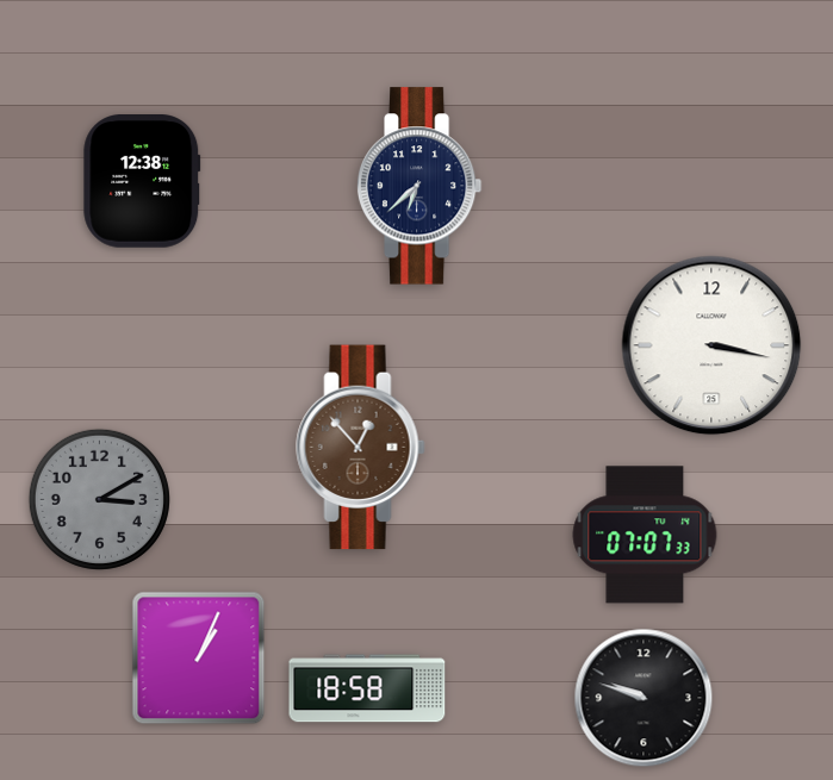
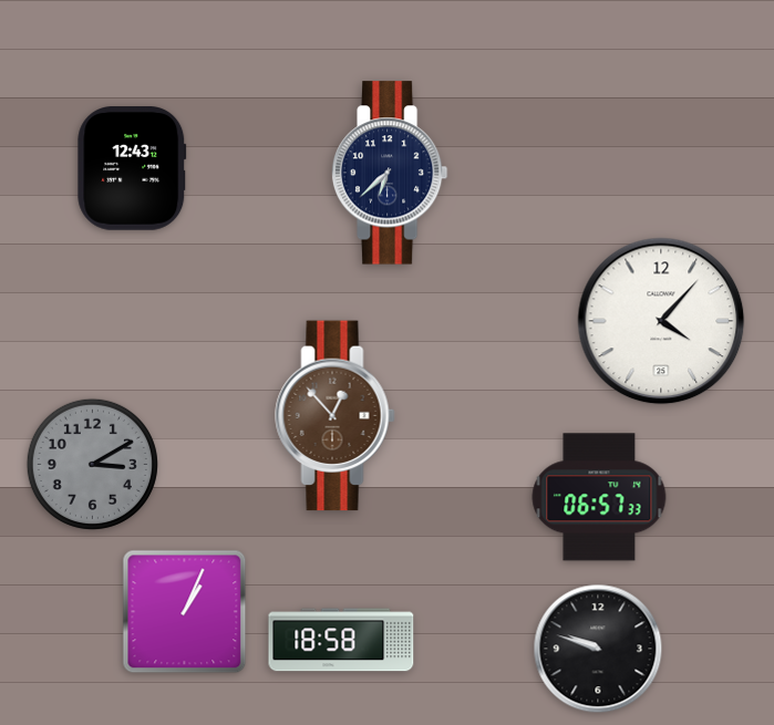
clock at (142, 182): 12:38 -> 12:43
clock at (711, 345): 3:17 -> 4:07
clock at (645, 535): 07:07 -> 06:57
